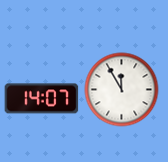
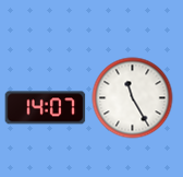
clock at (122, 90): 11:55 -> 11:25
